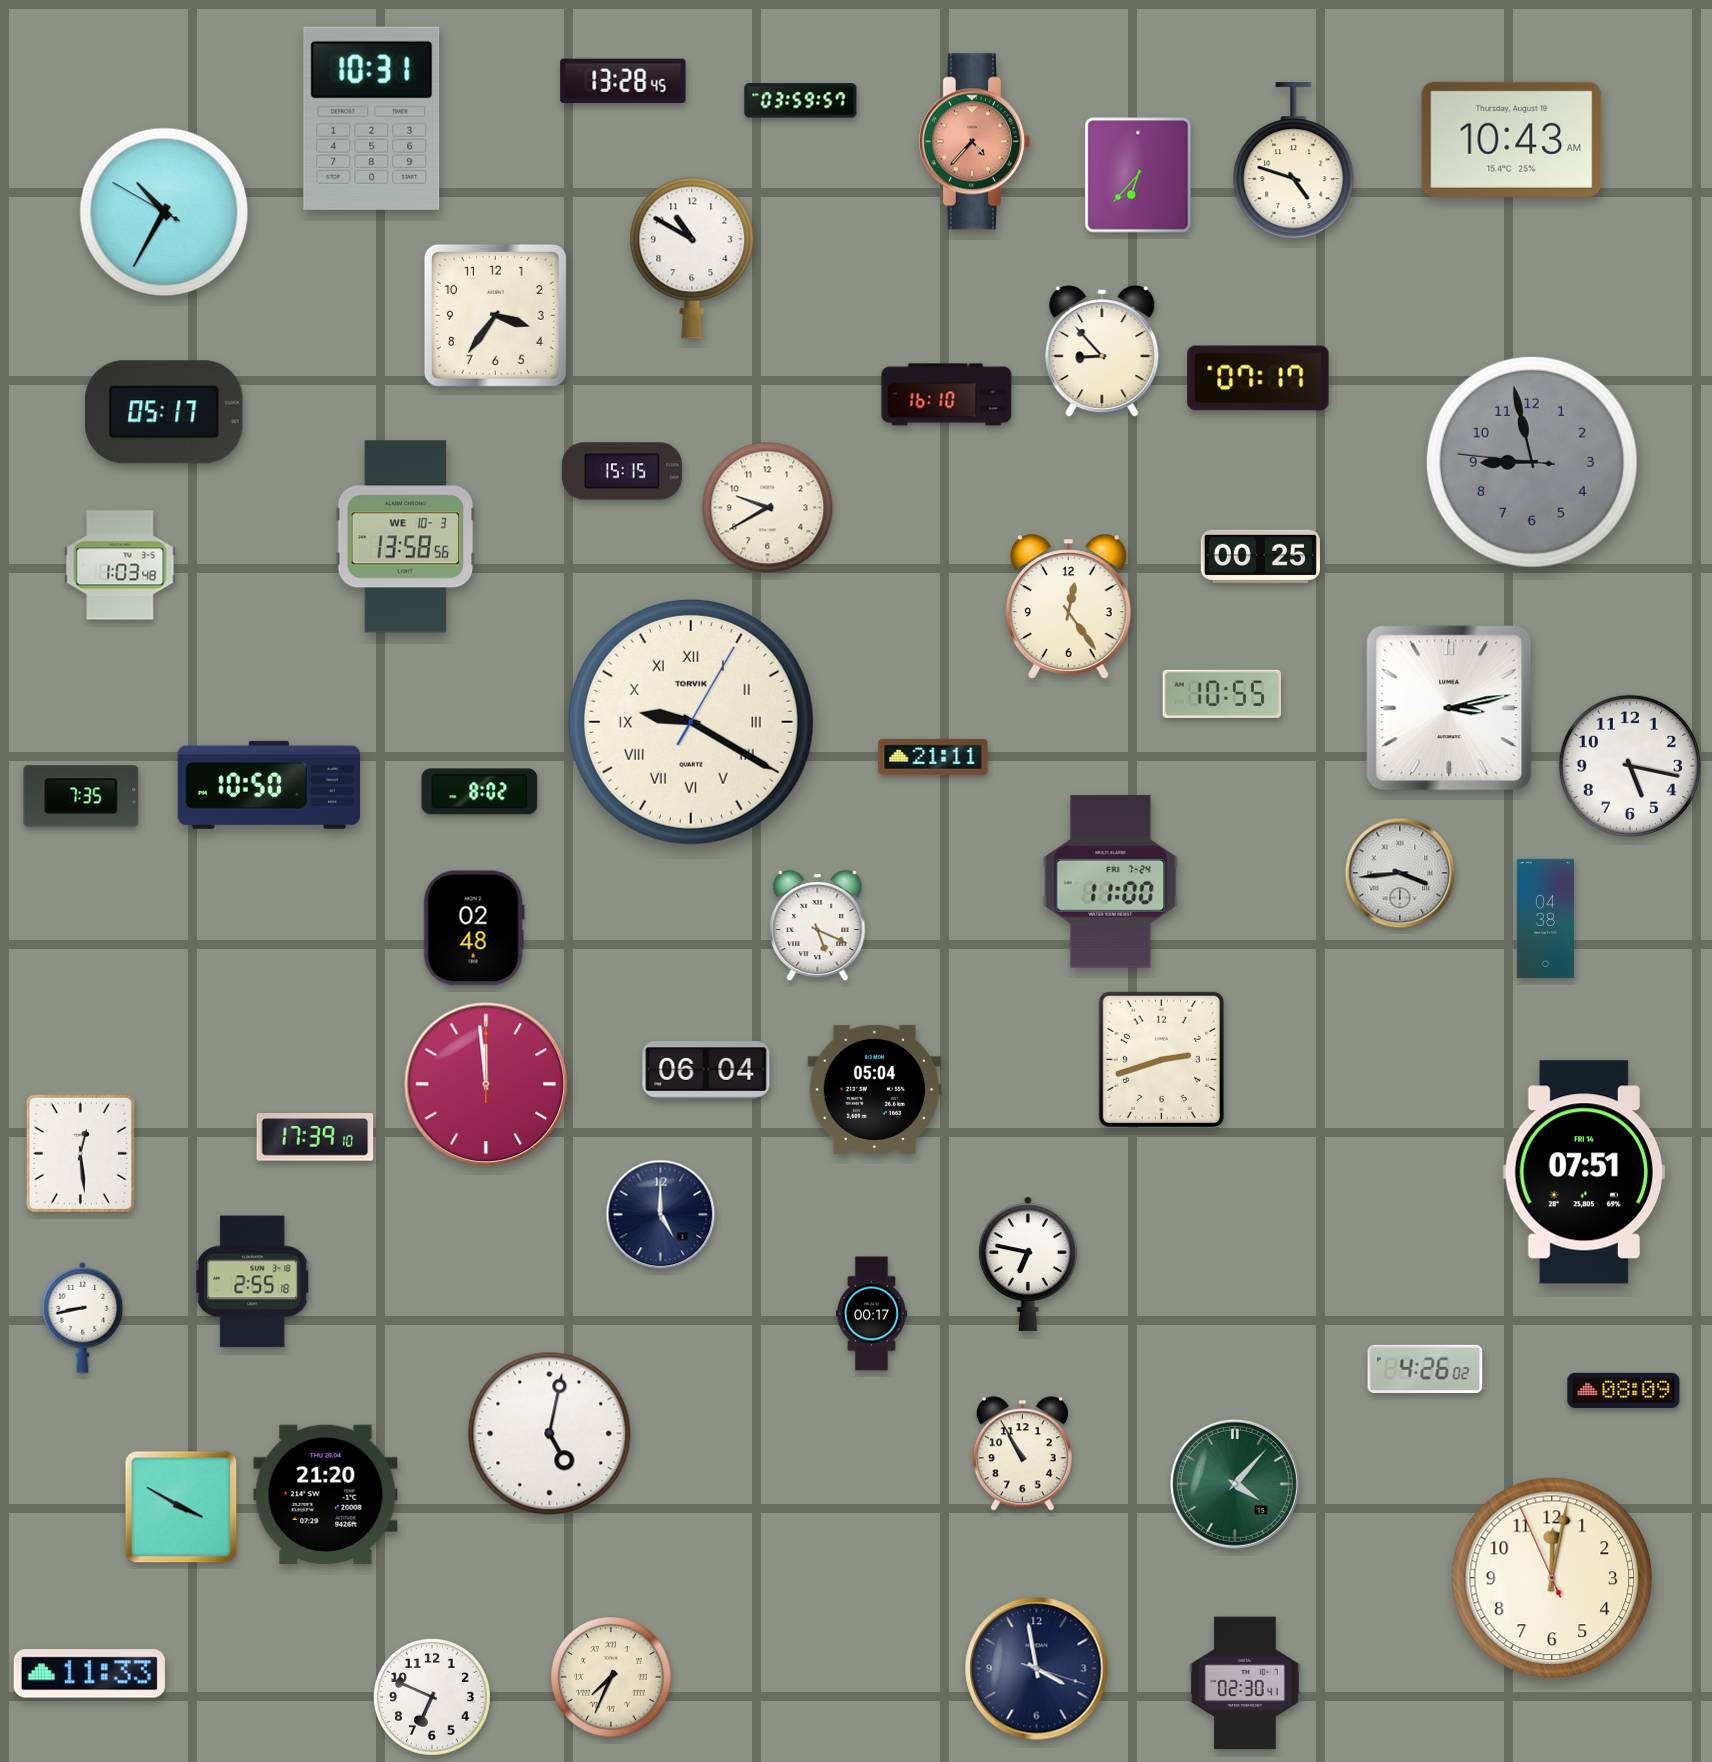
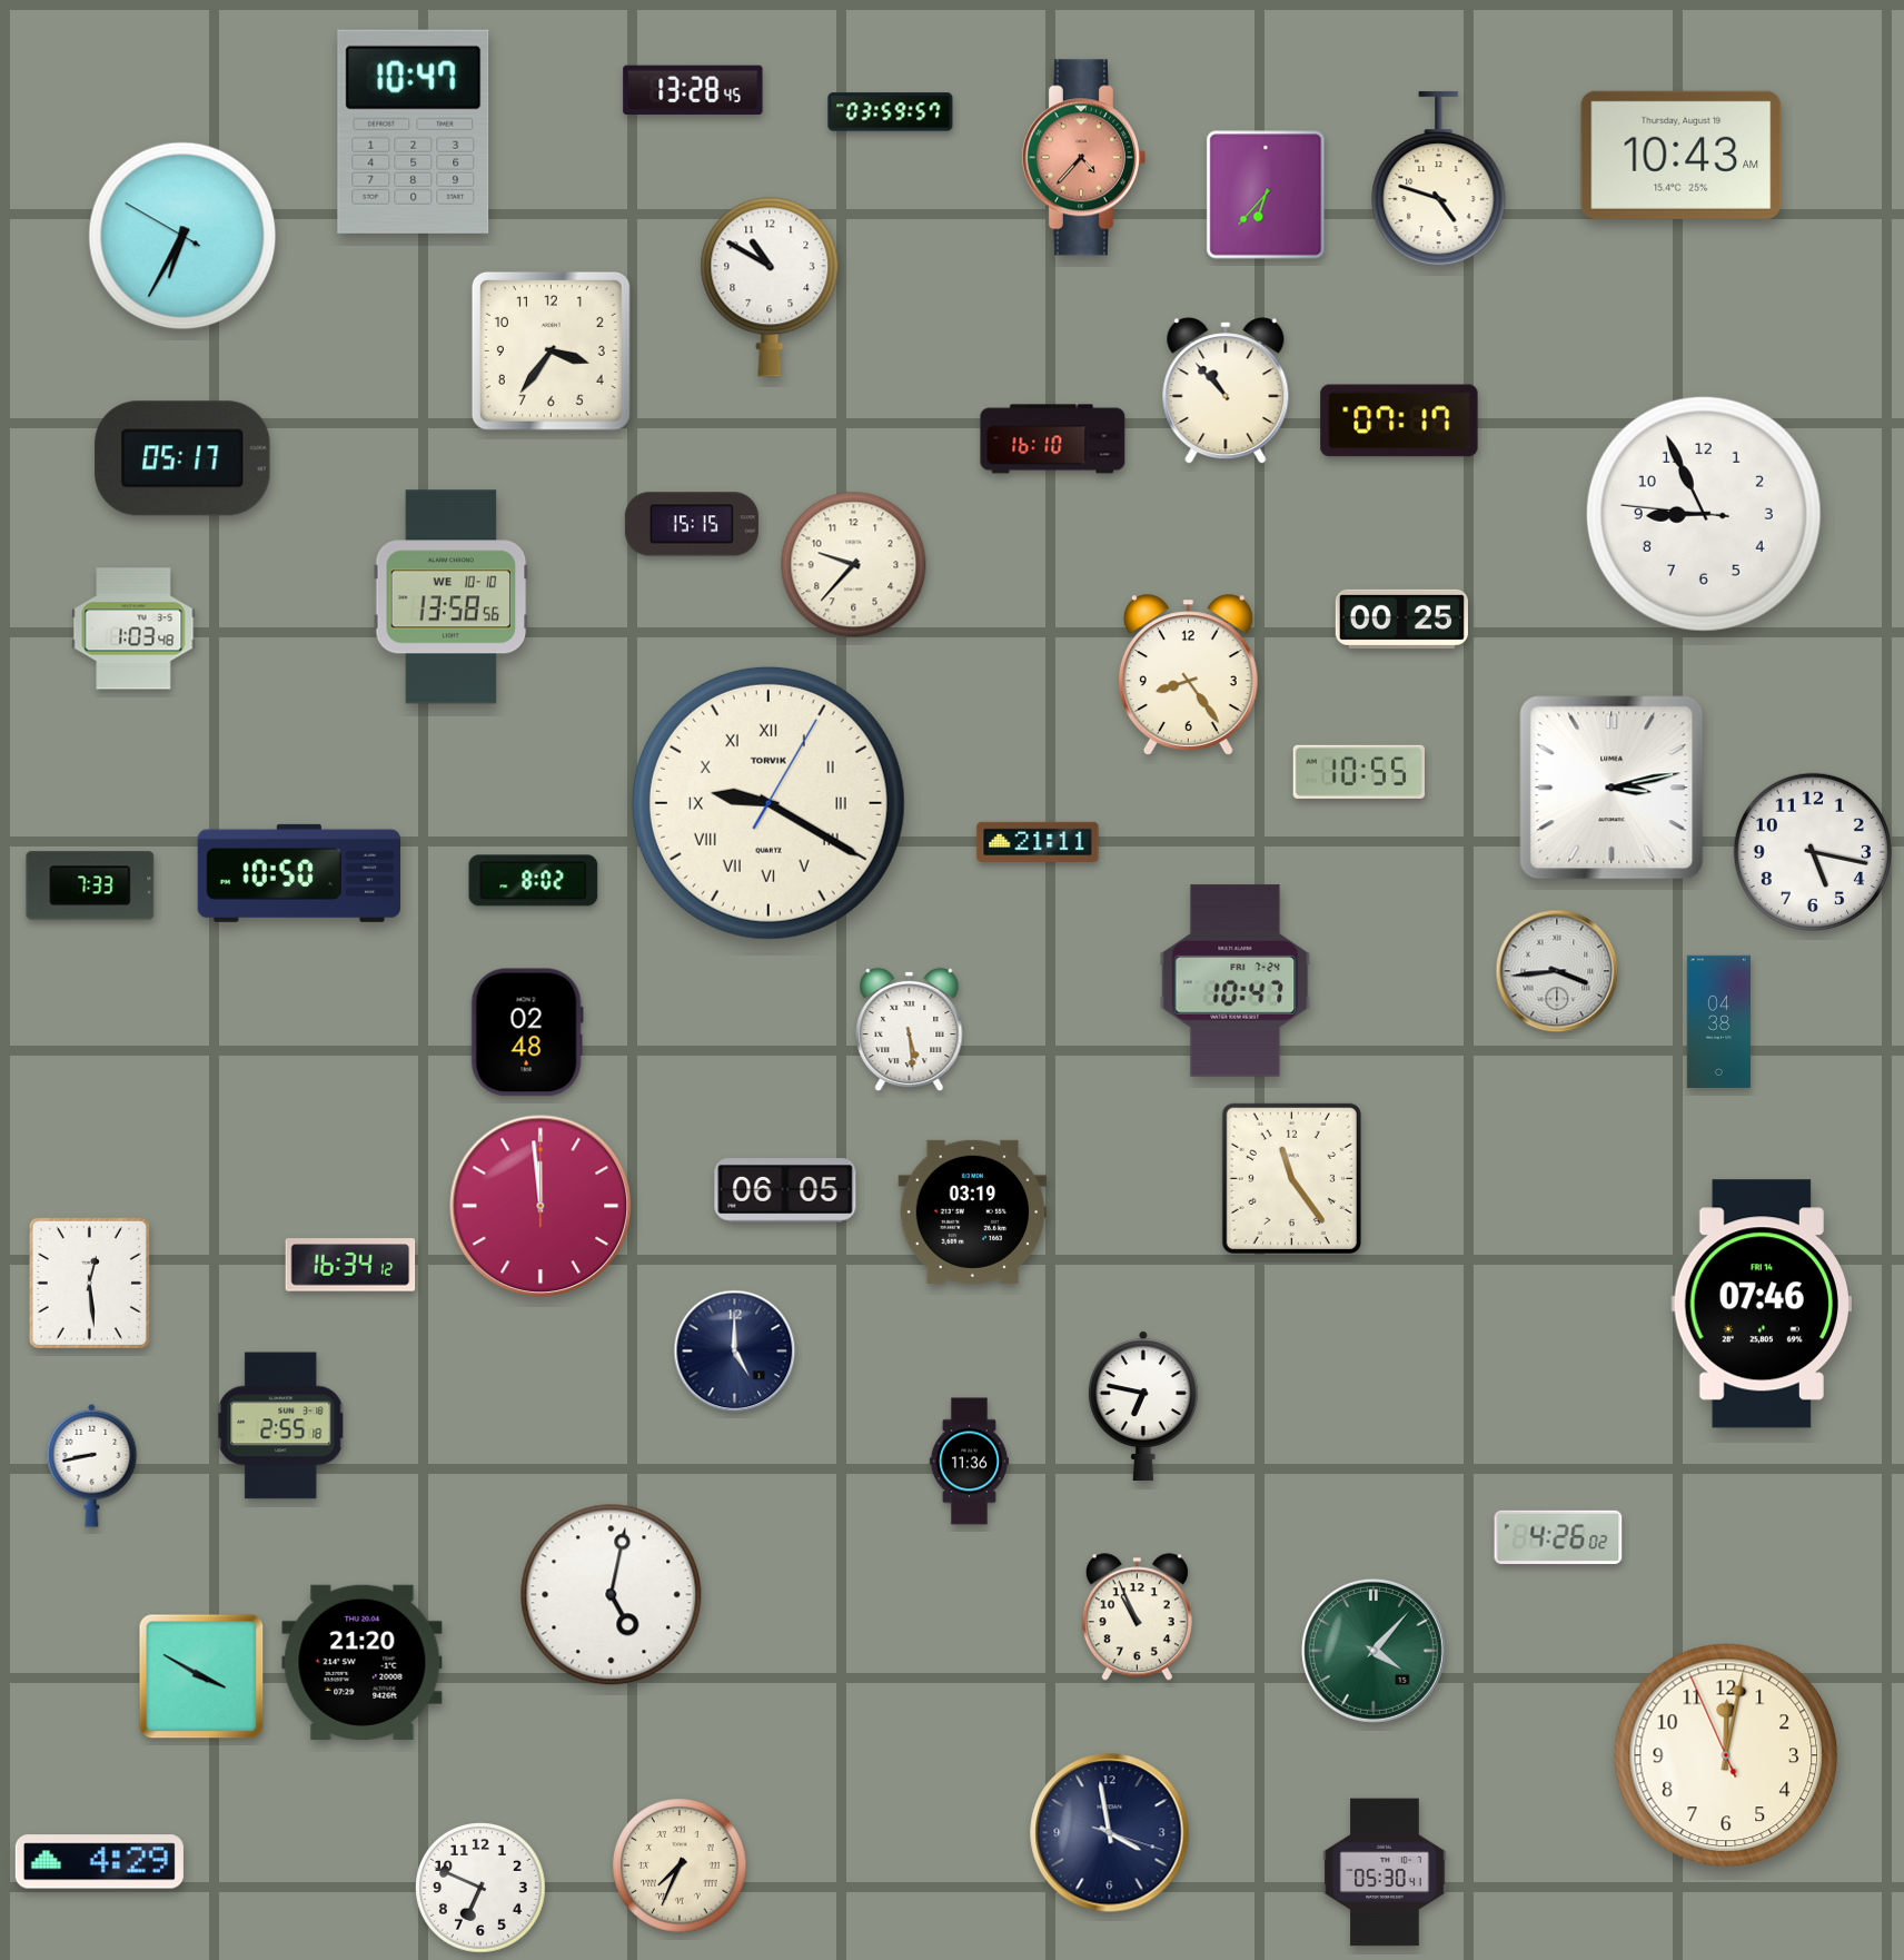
clock at (372, 118): 10:31 -> 10:47
clock at (164, 212): 10:34 -> 6:34
clock at (1102, 351): 8:53 -> 10:53
clock at (1532, 462): 8:57 -> 8:55
clock at (1532, 462) dial: grey -> white
clock at (768, 508): 9:40 -> 9:37
clock at (406, 537) date: WE 10-3 -> WE 10-10
clock at (1068, 607): 12:24 -> 8:24
clock at (81, 796): 7:35 -> 7:33
clock at (1111, 882): 11:00 -> 10:47
clock at (818, 926): 5:19 -> 5:29
clock at (1161, 1059): 2:42 -> 11:24
clock at (706, 1070): 06:04 -> 06:05
clock at (875, 1089): 05:04 -> 03:19
clock at (315, 1137): 17:39 -> 16:34
clock at (1583, 1172): 07:51 -> 07:46
clock at (871, 1314): 00:17 -> 11:36
clock at (1425, 1369) position: (1425, 1369) -> (1558, 1537)
clock at (1624, 1390): 08:09 -> none
clock at (1022, 1454): 10:55 -> 10:56
clock at (1037, 1669) position: (1037, 1669) -> (1110, 1833)
clock at (89, 1674): 11:33 -> 4:29
clock at (1245, 1683): 02:30 -> 05:30
